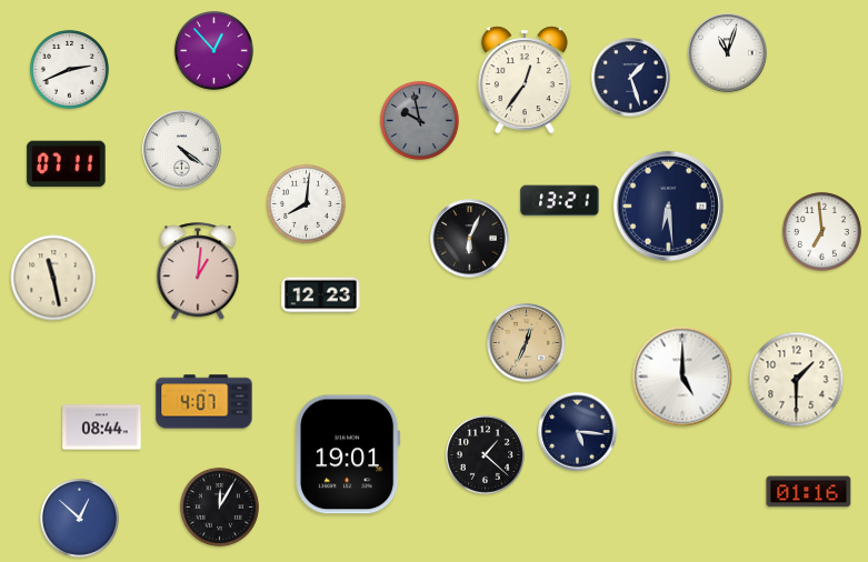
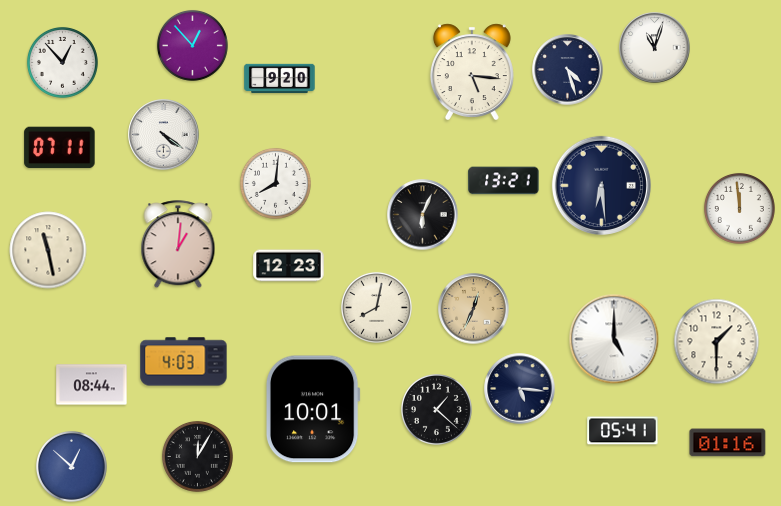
clock at (69, 69): 2:41 -> 12:53
clock at (631, 78): 1:27 -> 4:27
clock at (525, 79): 12:36 -> 5:16
clock at (280, 79): none -> 9:20
clock at (419, 120): 9:58 -> none
clock at (821, 231): 6:59 -> 11:59
clock at (376, 307): none -> 8:02
clock at (204, 402): 4:07 -> 4:03
clock at (348, 454): 19:01 -> 10:01
clock at (623, 431): none -> 05:41
